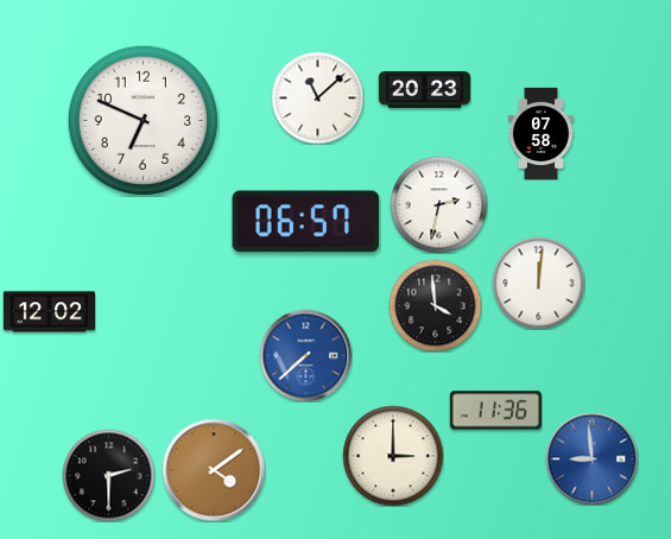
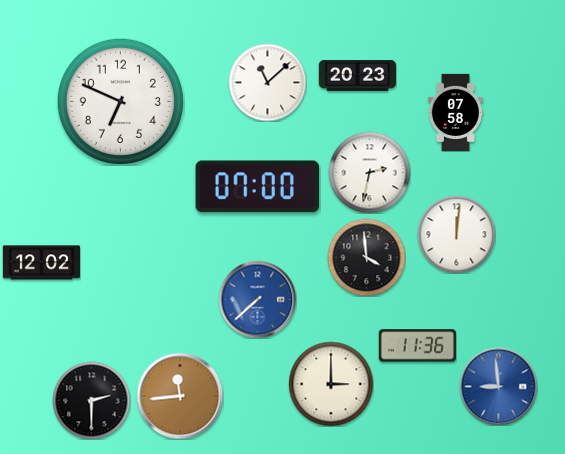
clock at (306, 222): 06:57 -> 07:00
clock at (538, 283) position: (538, 283) -> (456, 234)
clock at (214, 470): 4:09 -> 11:44
